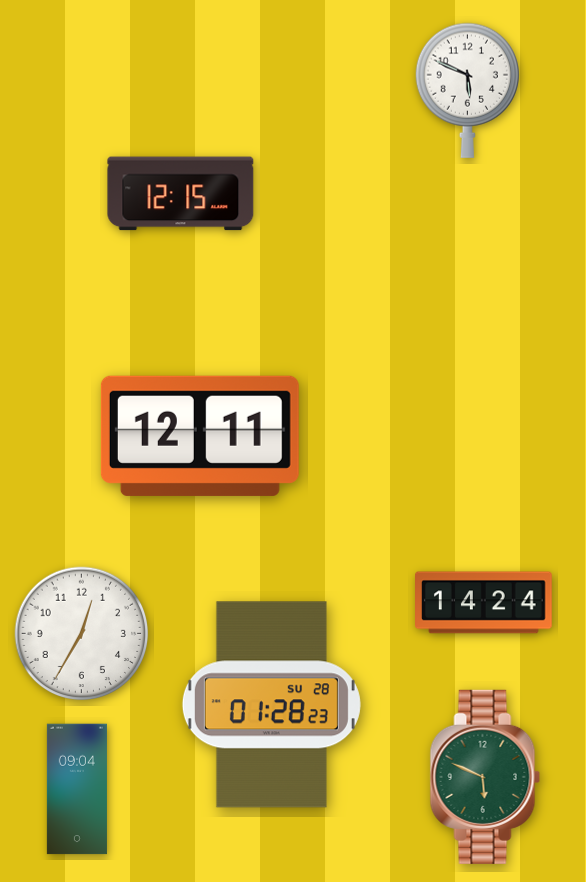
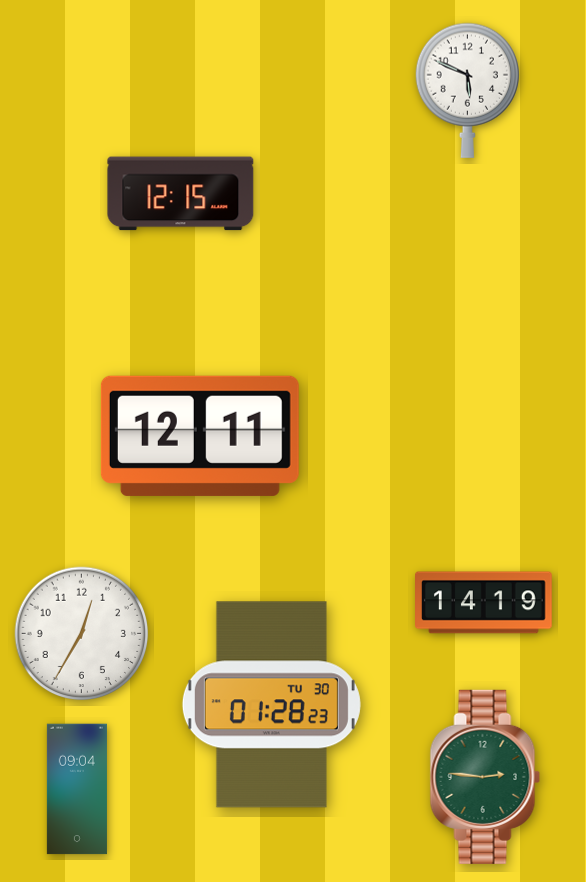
clock at (484, 603): 14:24 -> 14:19
clock at (271, 705) date: SU 28 -> TU 30
clock at (485, 777): 5:49 -> 2:46
